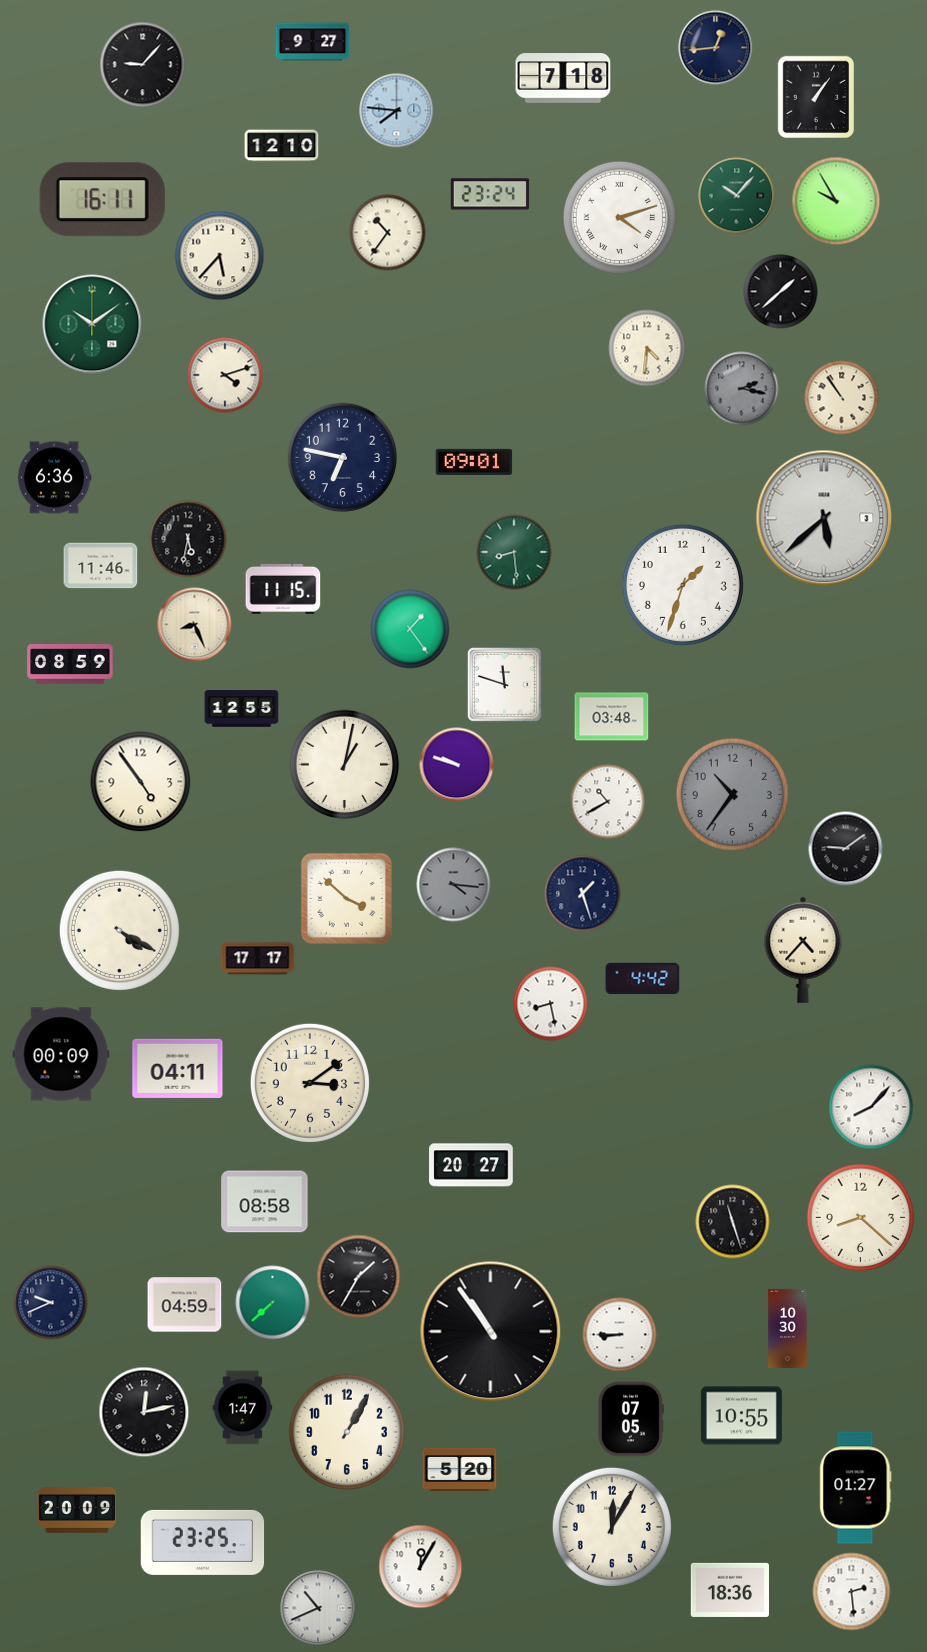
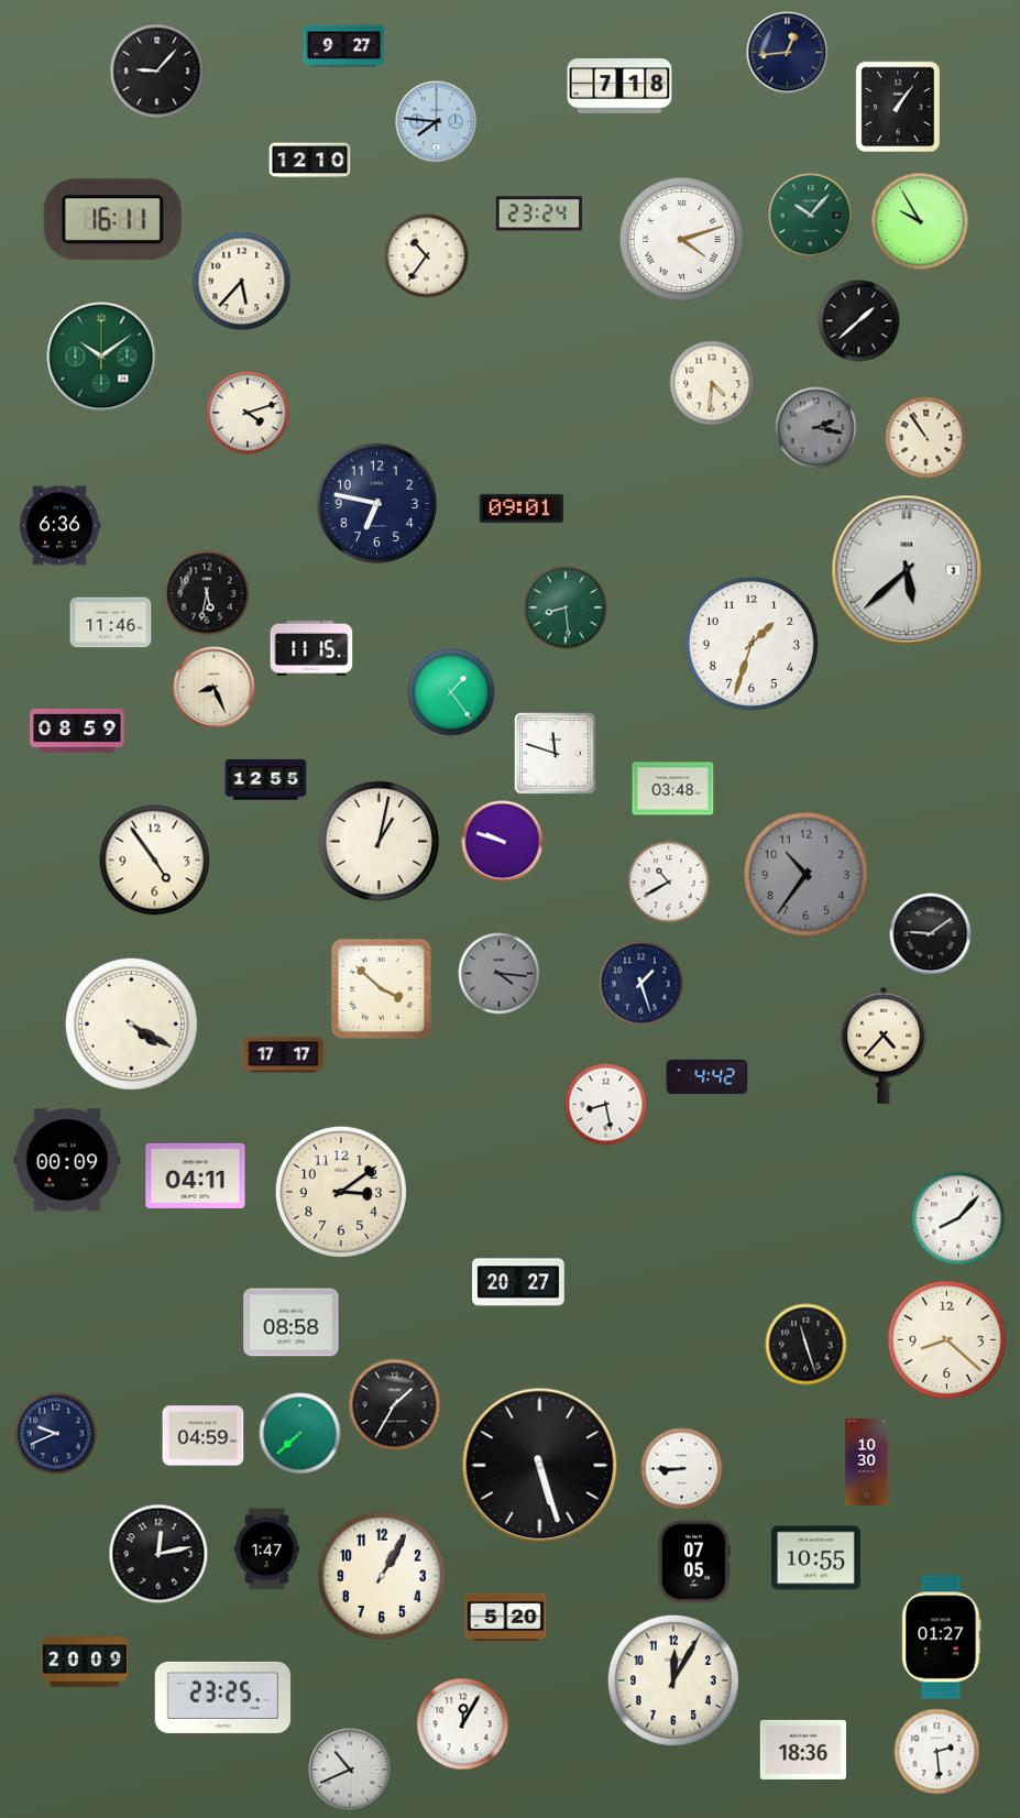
clock at (491, 1332): 10:54 -> 5:27
